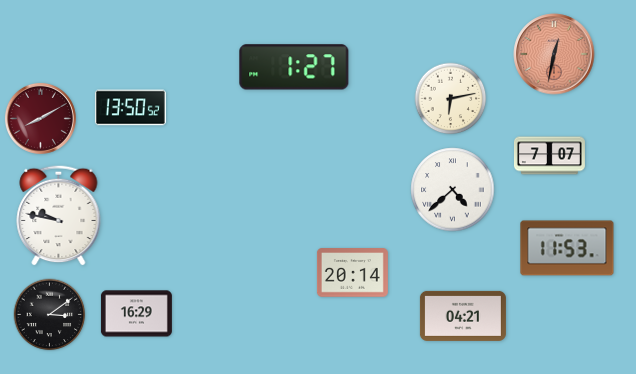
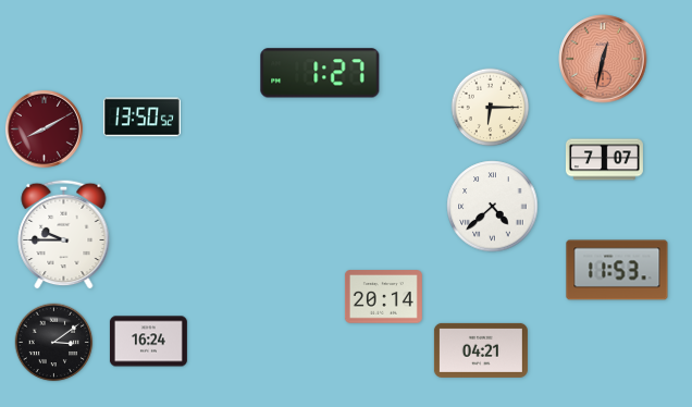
clock at (451, 99): 6:13 -> 6:15
clock at (549, 156) position: (549, 156) -> (604, 160)
clock at (59, 215): 9:47 -> 9:45
clock at (136, 314): 16:29 -> 16:24
clock at (463, 316) position: (463, 316) -> (481, 350)
